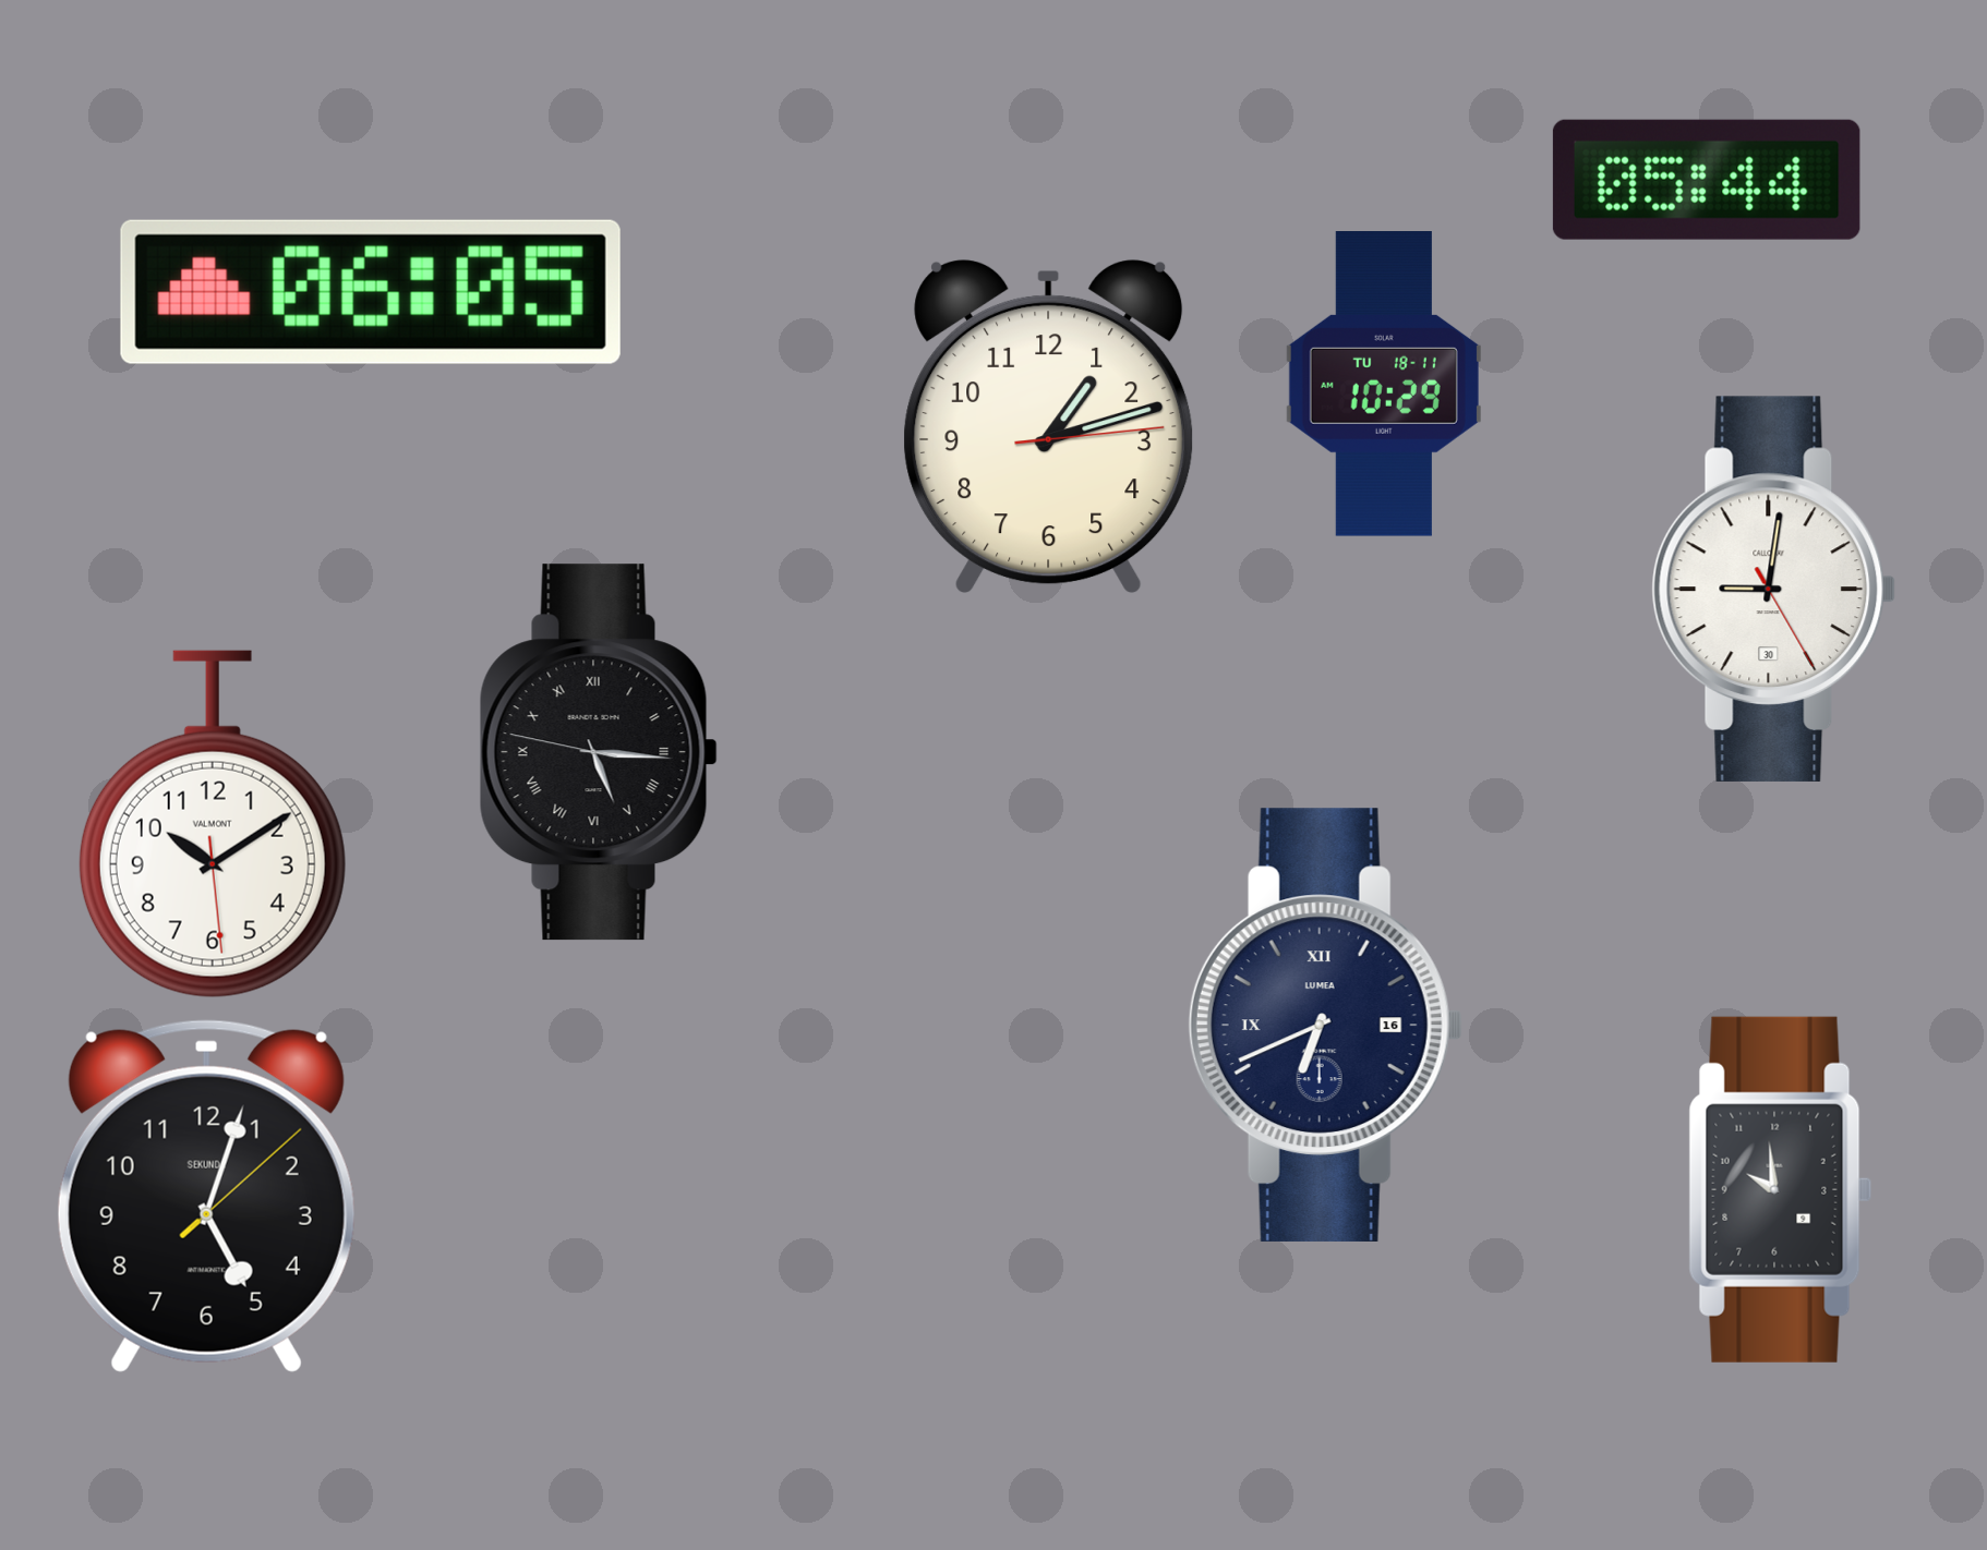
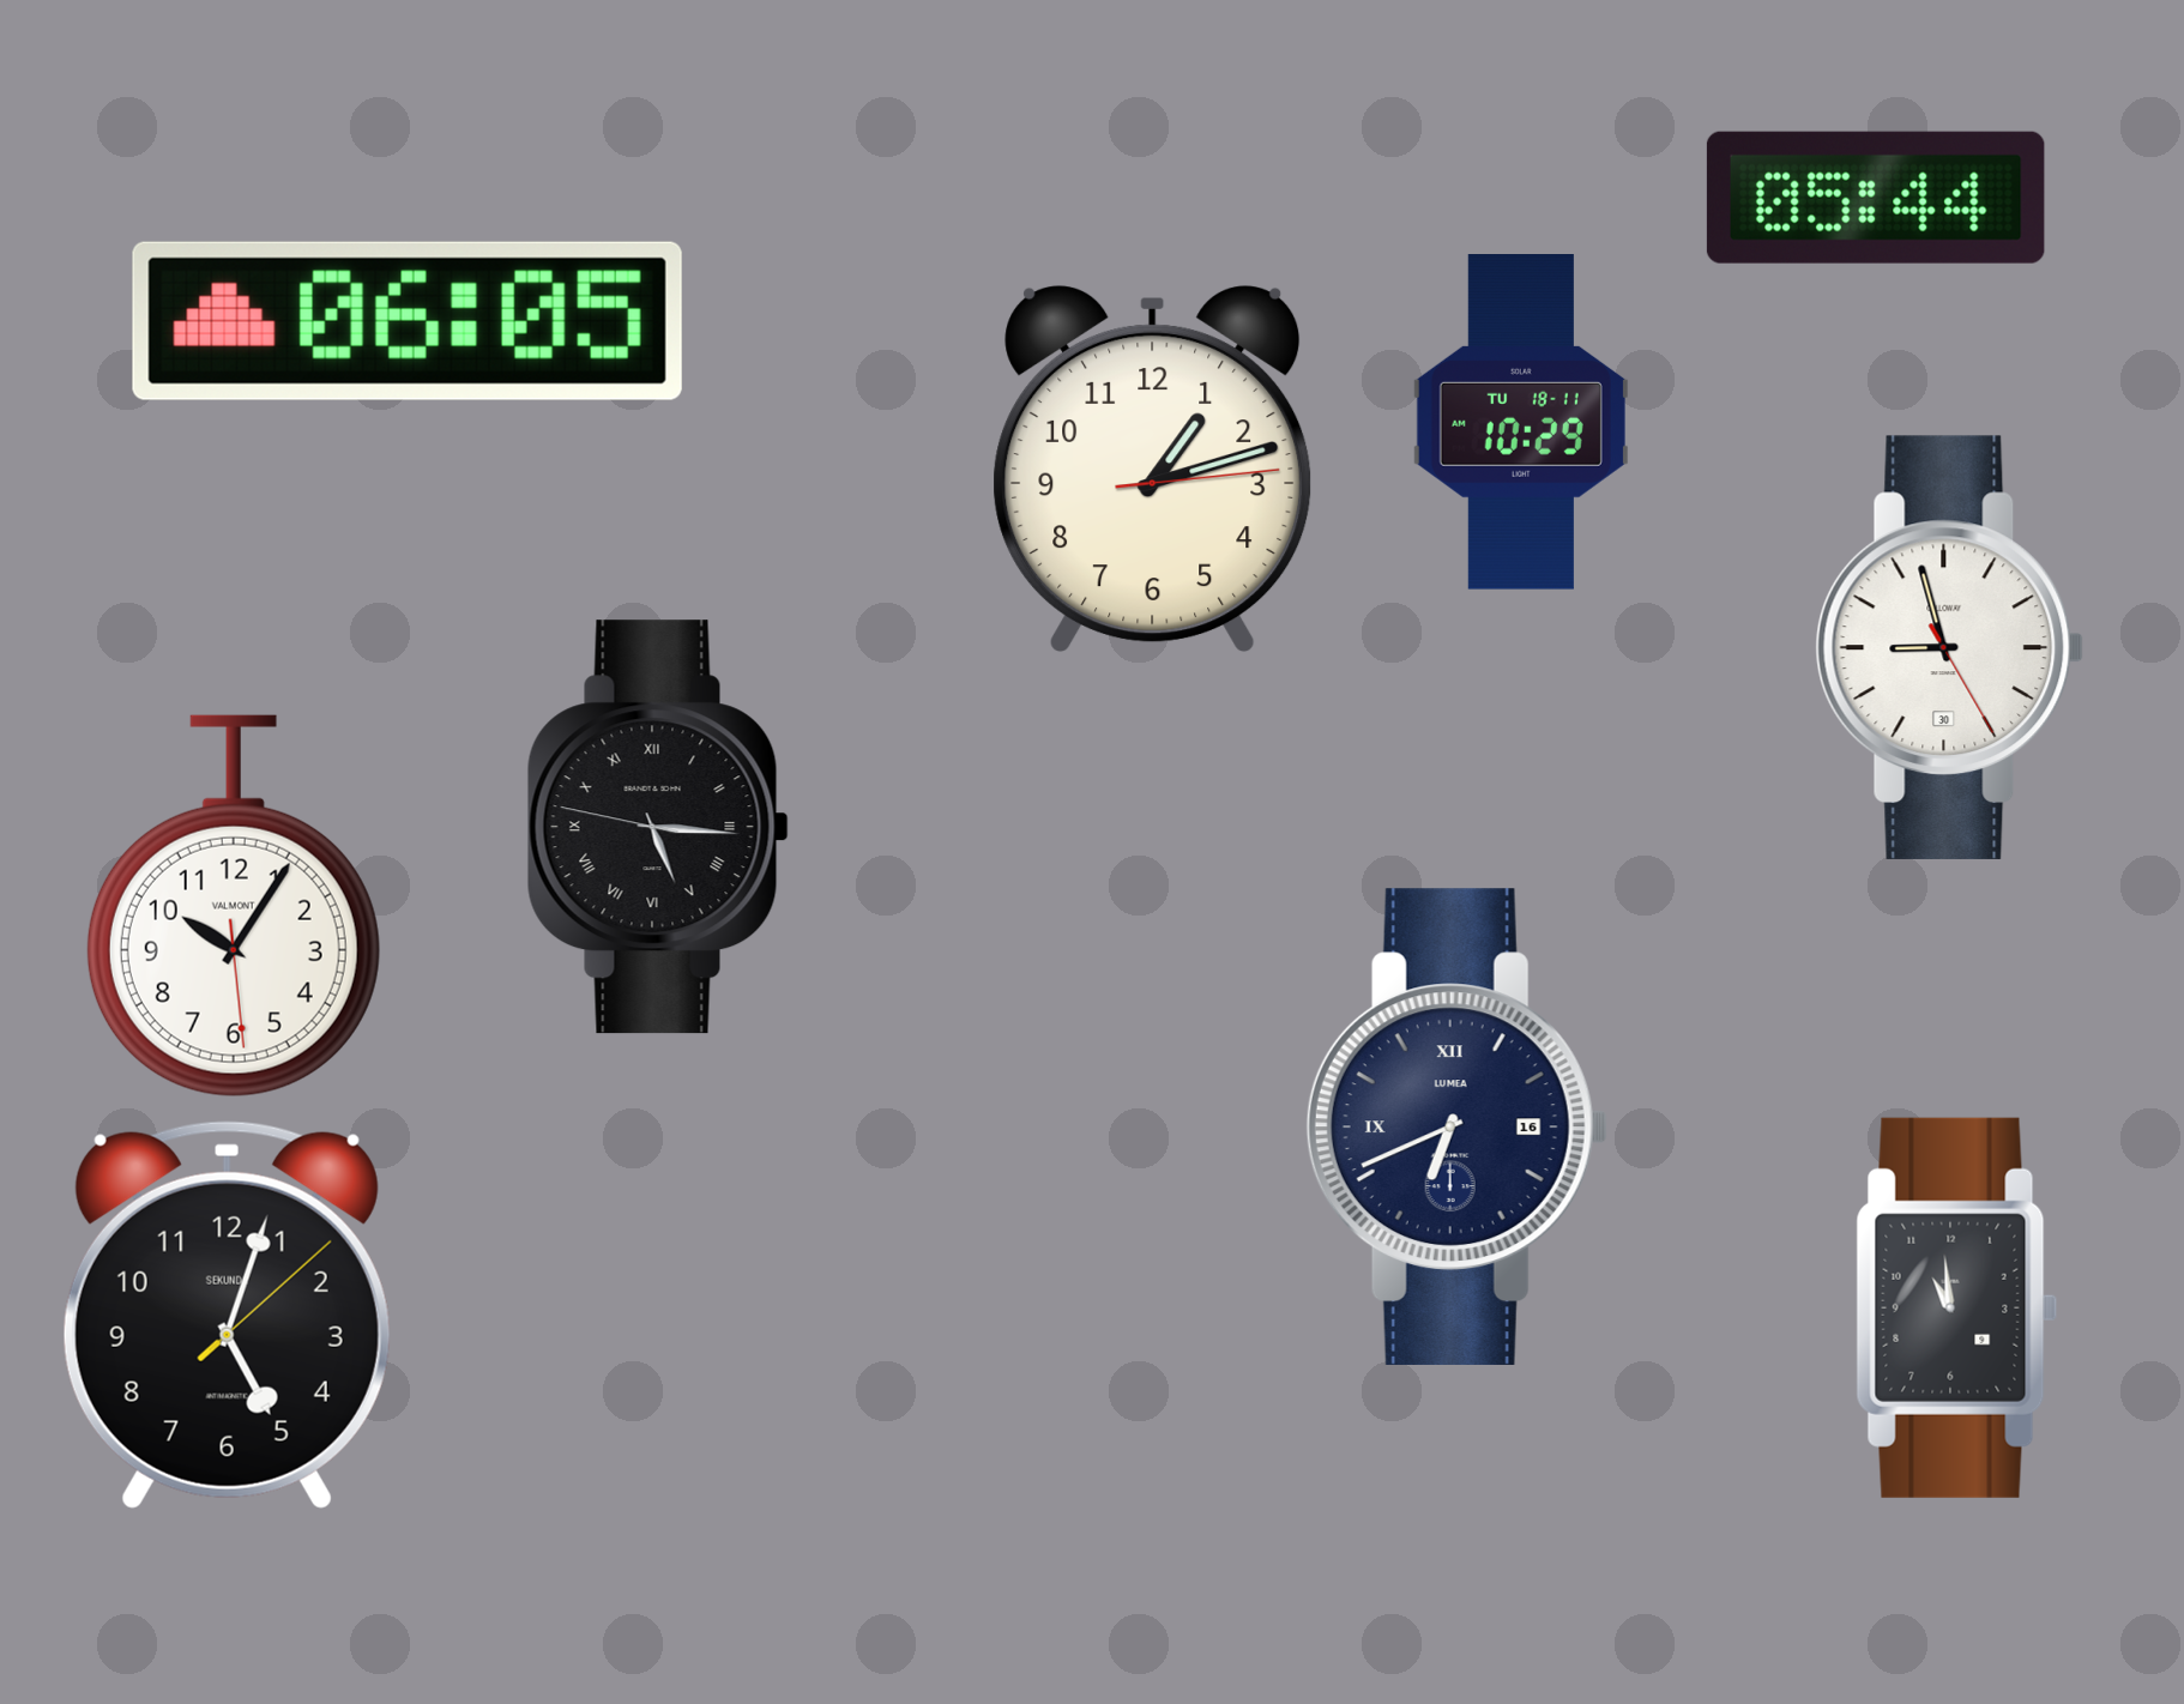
clock at (1774, 589): 9:01 -> 8:57
clock at (213, 824): 10:09 -> 10:05
clock at (1781, 1189): 9:59 -> 10:59
